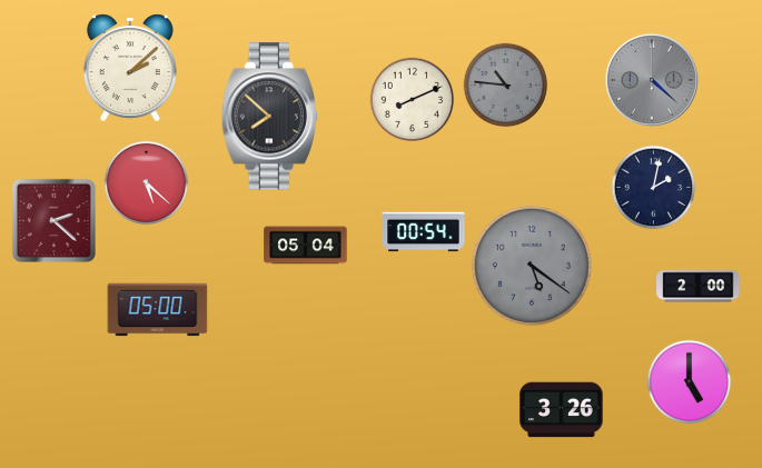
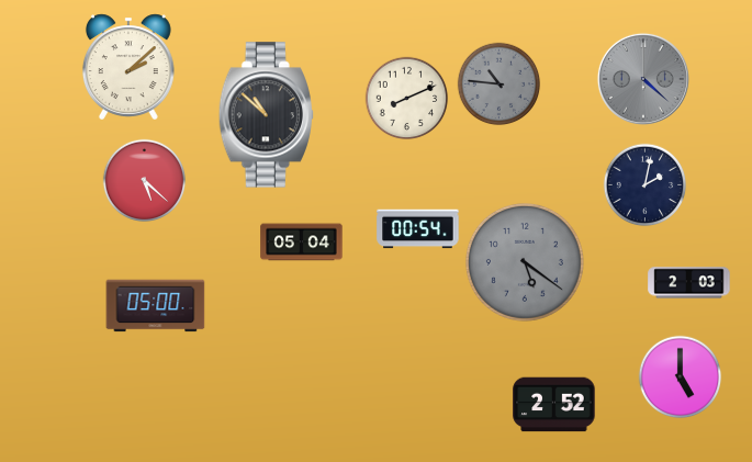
clock at (269, 117): 7:52 -> 10:52
clock at (53, 220): 2:22 -> none
clock at (699, 287): 2:00 -> 2:03
clock at (562, 410): 3:26 -> 2:52
